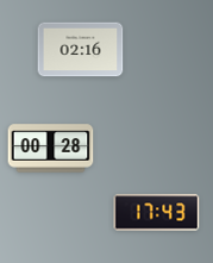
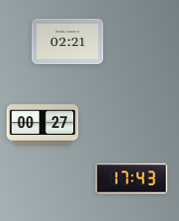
clock at (81, 50): 02:16 -> 02:21
clock at (51, 149): 00:28 -> 00:27
